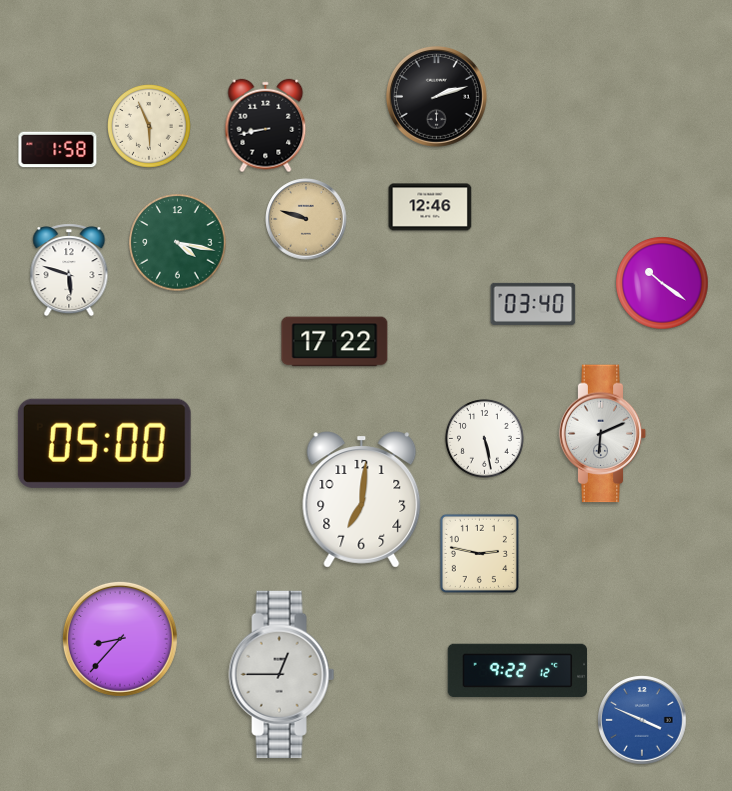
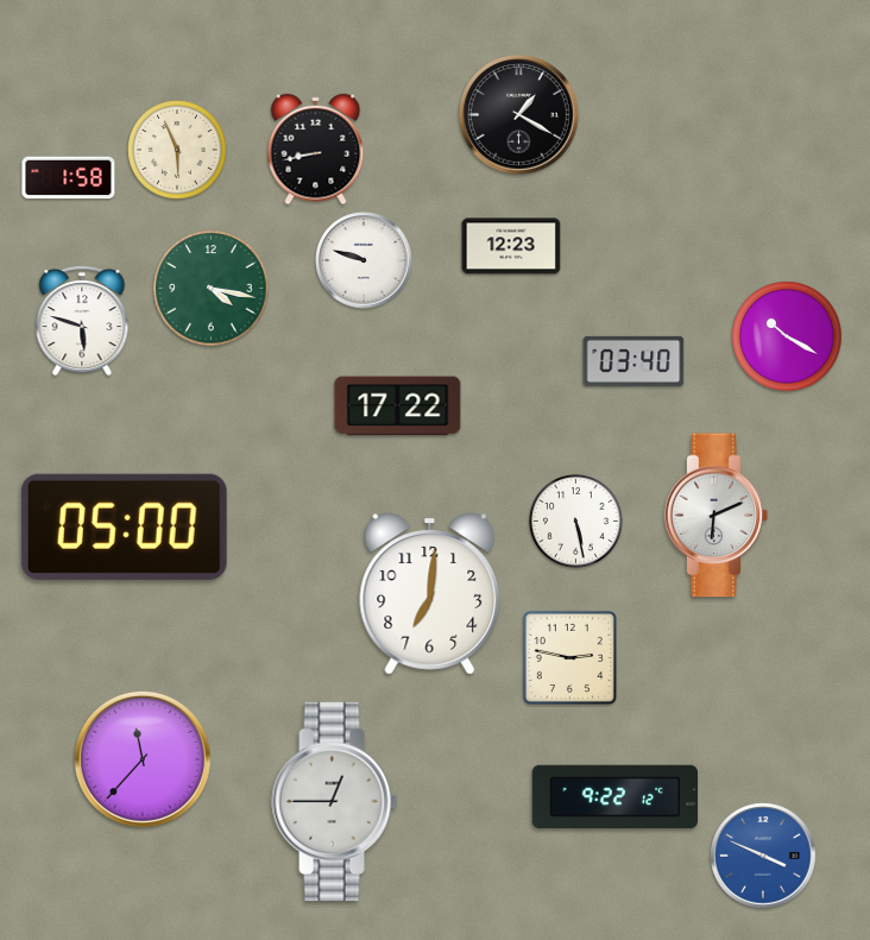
clock at (436, 96): 2:12 -> 1:20
clock at (430, 207): 12:46 -> 12:23
clock at (306, 219) dial: champagne -> white
clock at (662, 283): 10:21 -> 10:20
clock at (120, 639): 8:37 -> 11:37
